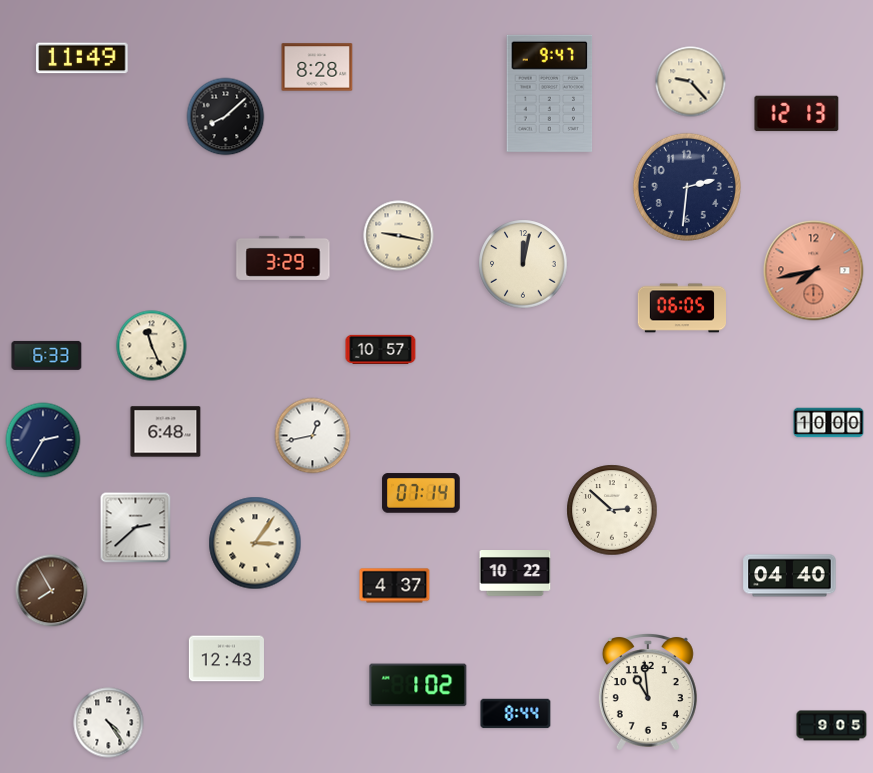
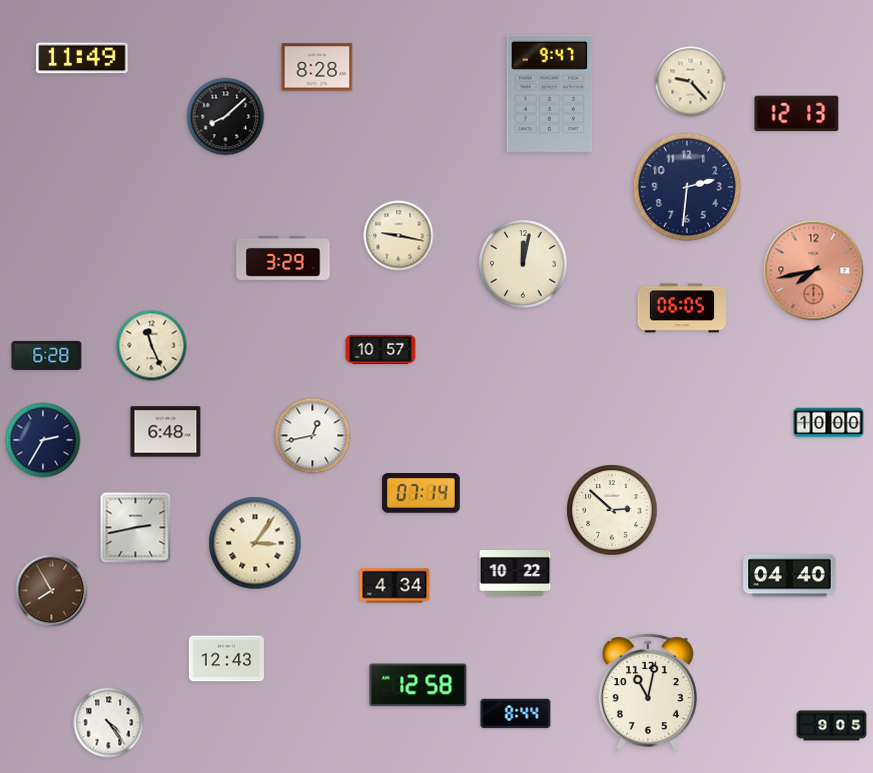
clock at (47, 355): 6:33 -> 6:28
clock at (136, 528): 2:38 -> 2:43
clock at (395, 586): 4:37 -> 4:34
clock at (418, 685): 1:02 -> 12:58
clock at (648, 692): 10:59 -> 11:02
